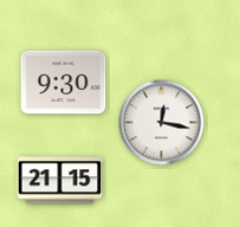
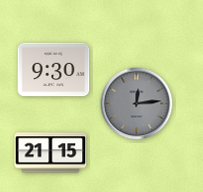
clock at (162, 123): 12:17 -> 12:14
clock at (162, 123) dial: white -> grey
